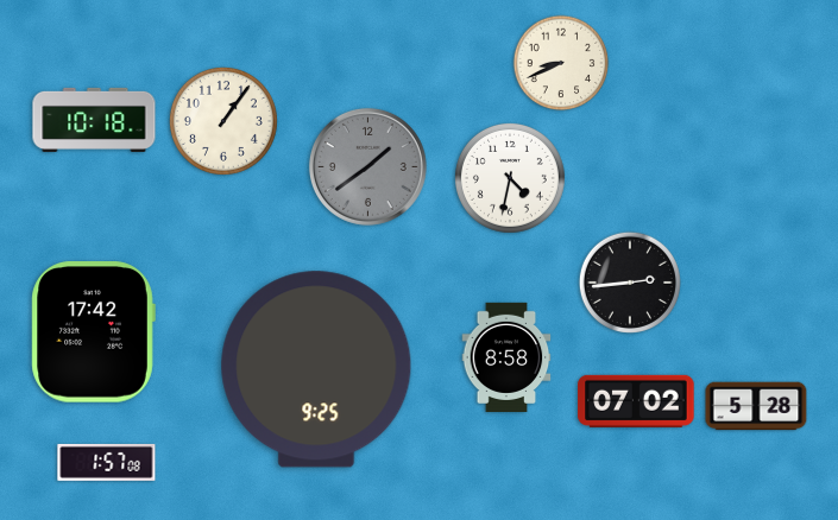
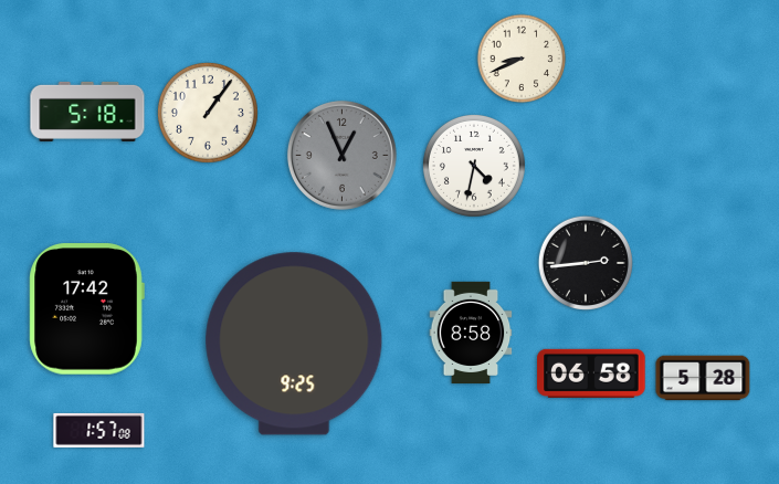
clock at (94, 120): 10:18 -> 5:18
clock at (367, 166): 1:39 -> 12:56
clock at (636, 401): 07:02 -> 06:58
